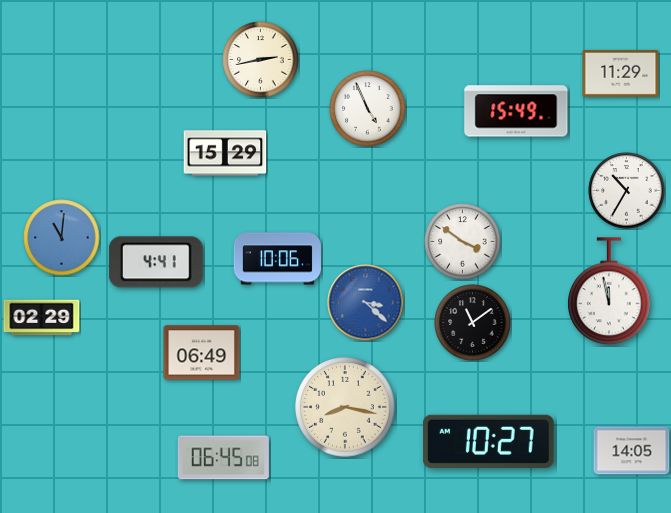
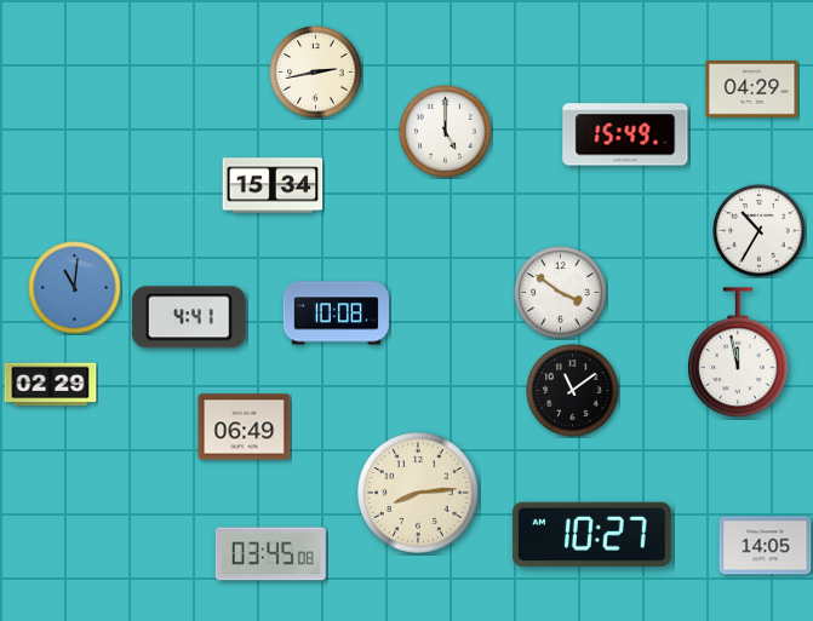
clock at (621, 73): 11:29 -> 04:29
clock at (368, 109): 4:56 -> 5:00
clock at (225, 153): 15:29 -> 15:34
clock at (277, 259): 10:06 -> 10:08
clock at (366, 303): 3:22 -> none
clock at (345, 407): 8:17 -> 8:14
clock at (223, 458): 06:45 -> 03:45
